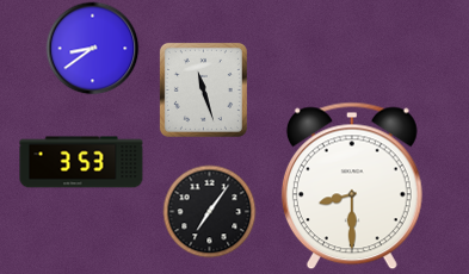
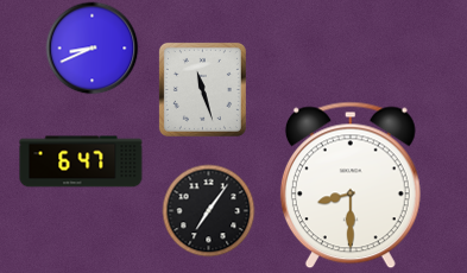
clock at (92, 48): 8:39 -> 8:41
clock at (81, 162): 3:53 -> 6:47
